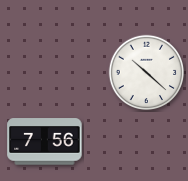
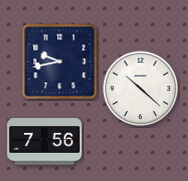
clock at (60, 62): none -> 9:43
clock at (147, 73) position: (147, 73) -> (141, 89)
